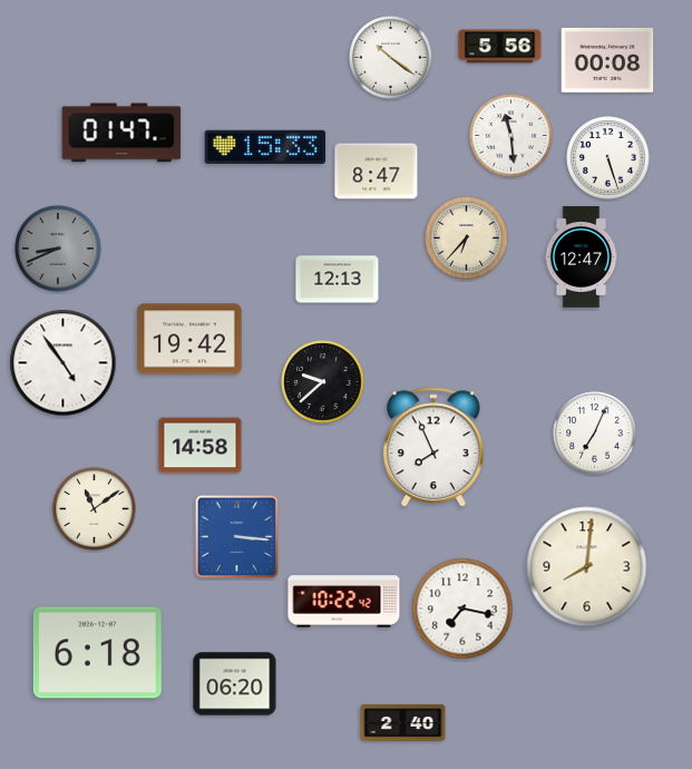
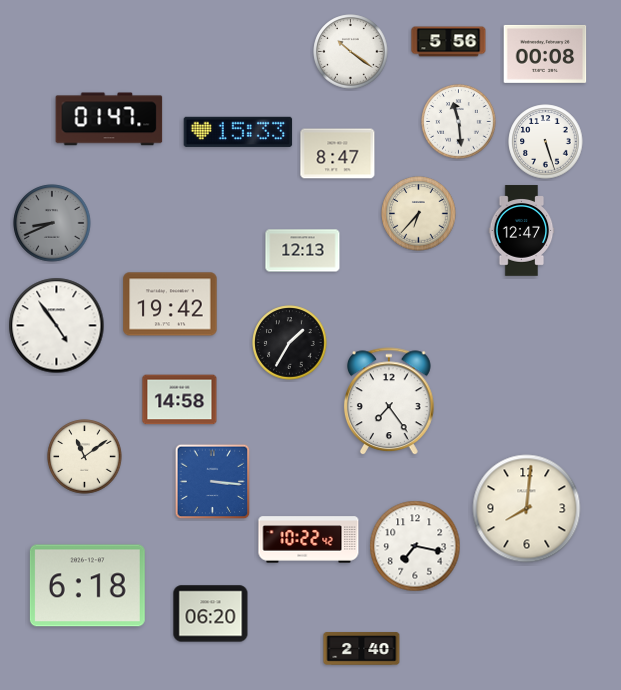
clock at (323, 382): 9:38 -> 1:35
clock at (595, 434): 7:04 -> none
clock at (433, 448): 7:56 -> 7:24
